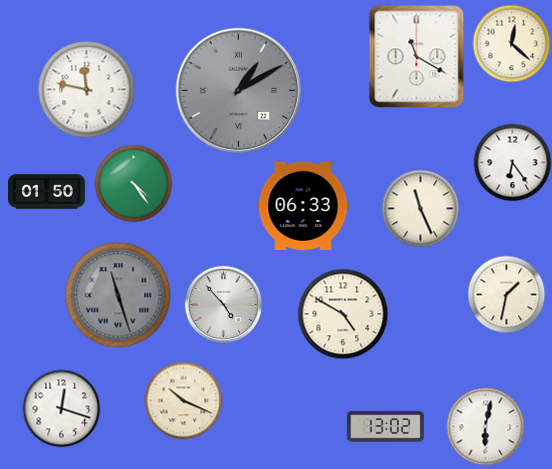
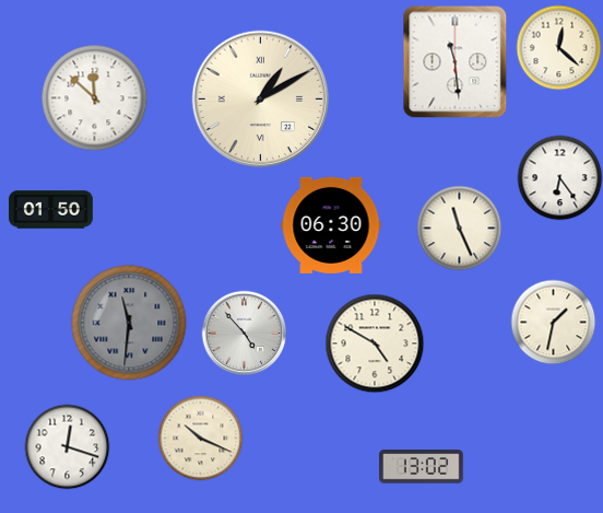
clock at (417, 57): 11:20 -> 11:29
clock at (86, 89): 11:47 -> 11:52
clock at (239, 91) dial: grey -> cream
clock at (133, 183): 4:24 -> none
clock at (303, 206): 06:33 -> 06:30
clock at (118, 295): 11:27 -> 11:31
clock at (485, 426): 6:02 -> none
